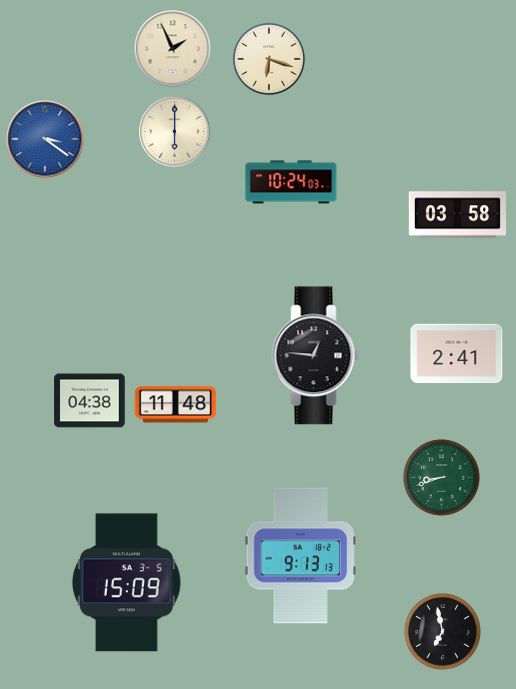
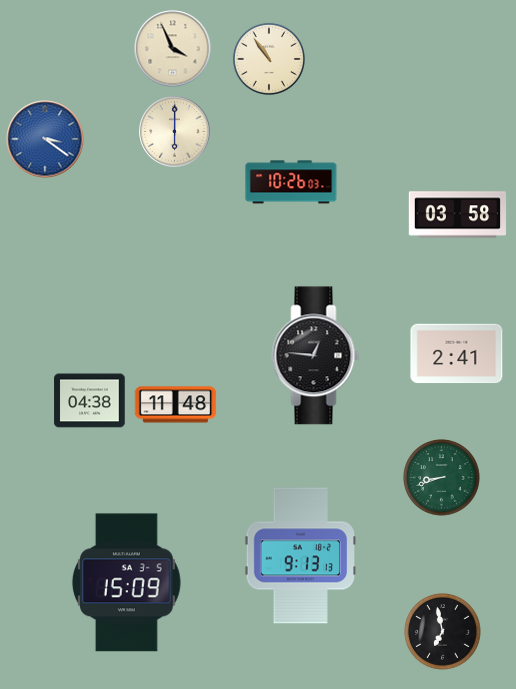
clock at (173, 49): 1:56 -> 3:56
clock at (269, 59): 6:18 -> 10:54
clock at (291, 182): 10:24 -> 10:26
